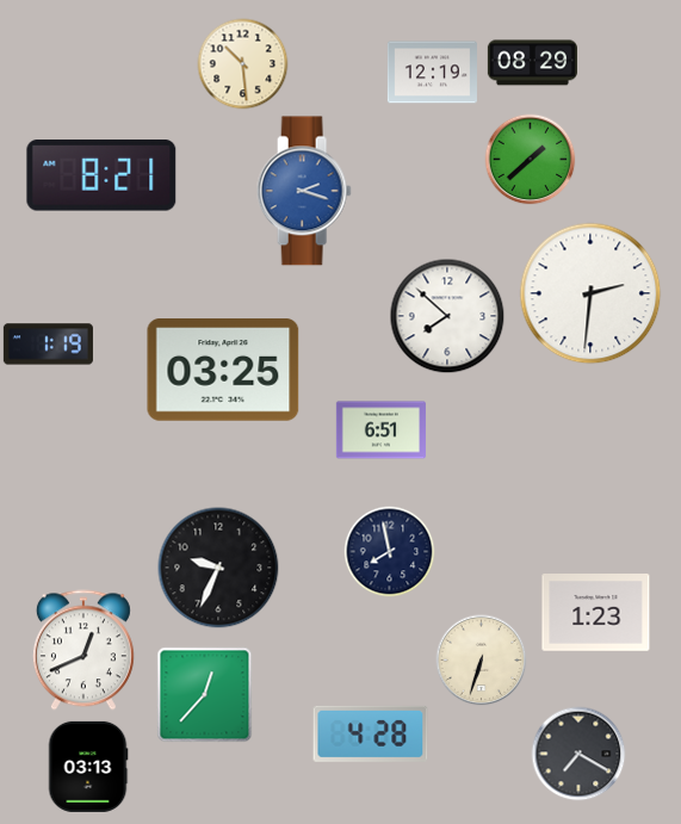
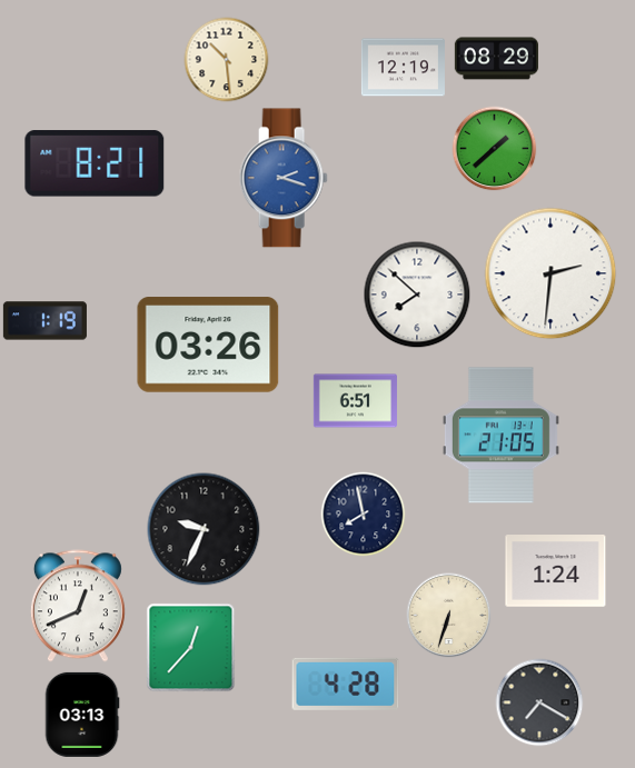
clock at (223, 370): 03:25 -> 03:26
clock at (500, 436): none -> 21:05
clock at (596, 613): 1:23 -> 1:24
